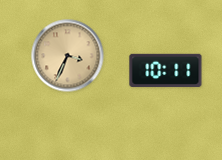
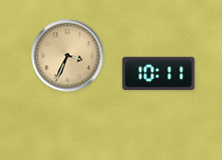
clock at (166, 70) position: (166, 70) -> (159, 73)
